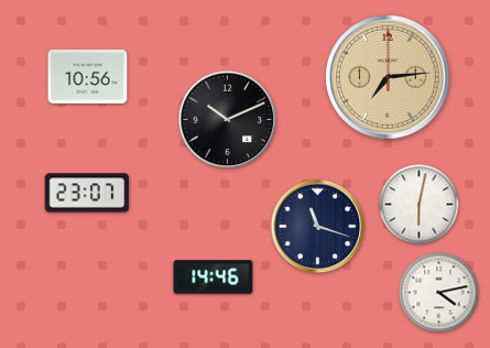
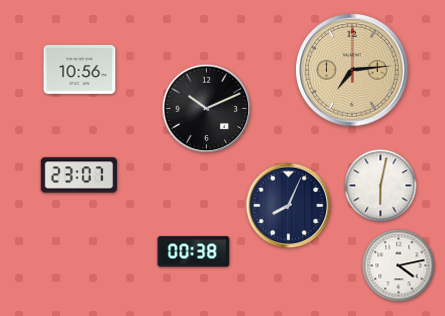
clock at (318, 227): 11:18 -> 8:04
clock at (214, 278): 14:46 -> 00:38
